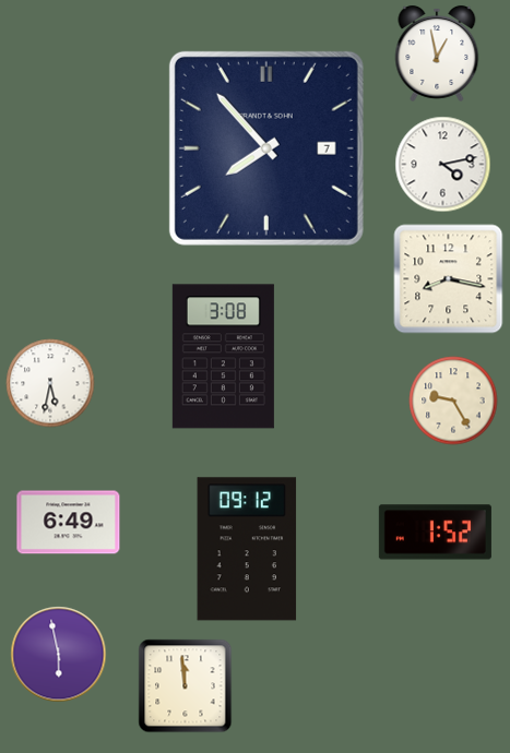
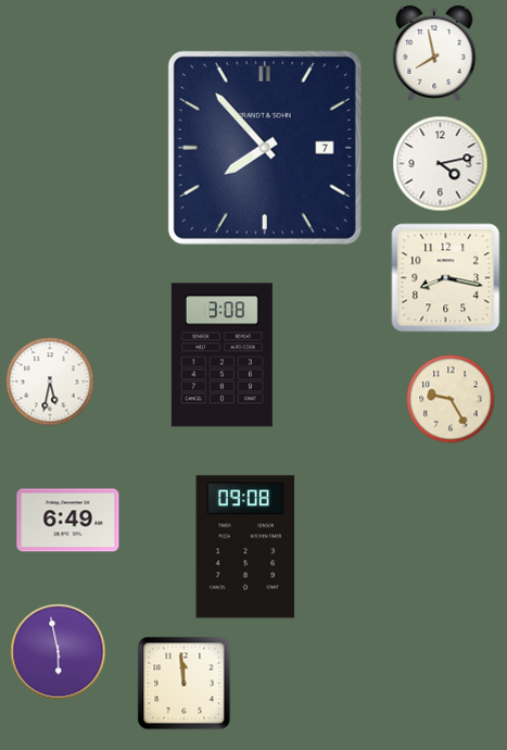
clock at (437, 53): 12:58 -> 7:58
clock at (435, 533): 1:52 -> none
clock at (247, 549): 09:12 -> 09:08
